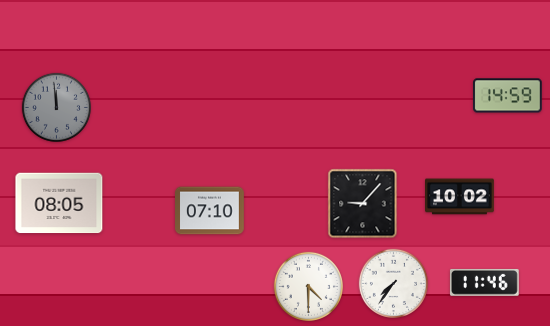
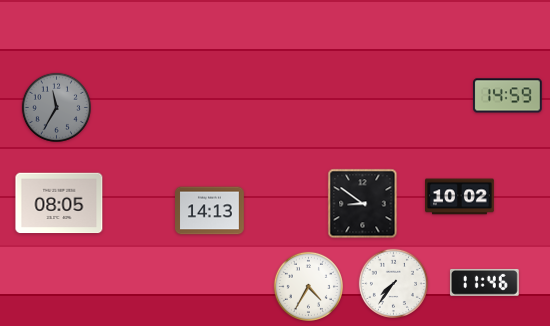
clock at (56, 107): 11:59 -> 11:35
clock at (363, 204): 9:07 -> 8:51
clock at (210, 211): 07:10 -> 14:13
clock at (308, 286): 4:30 -> 4:35
